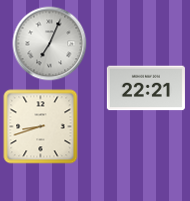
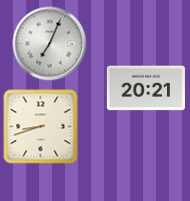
clock at (146, 88): 22:21 -> 20:21
